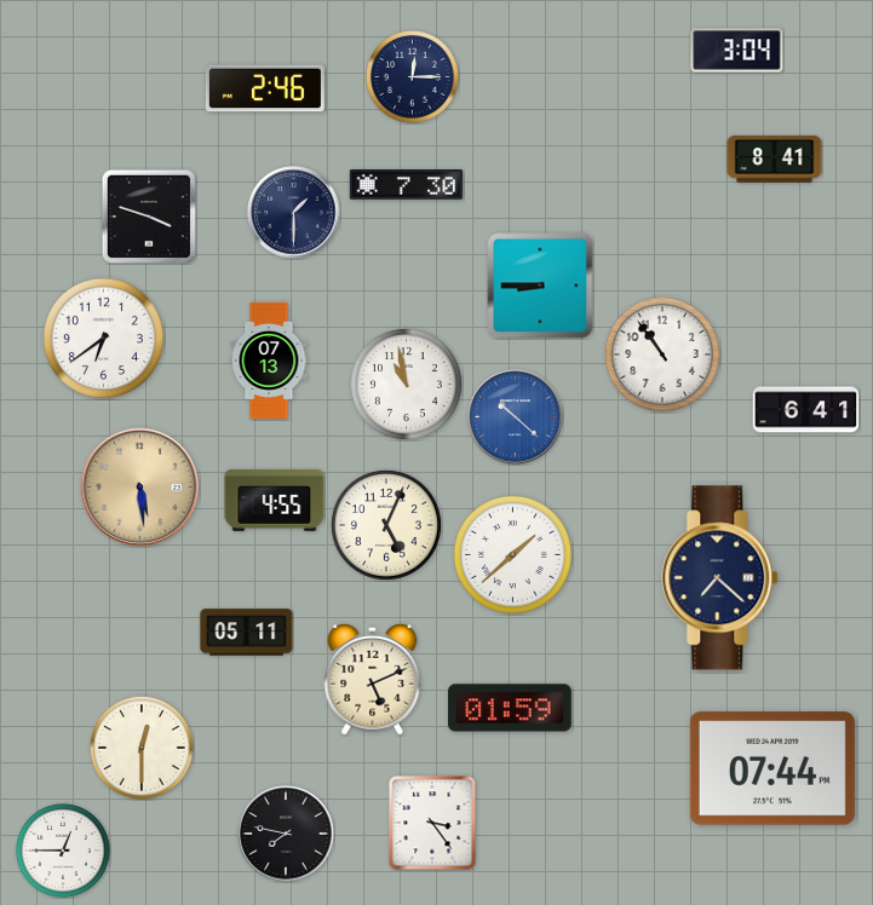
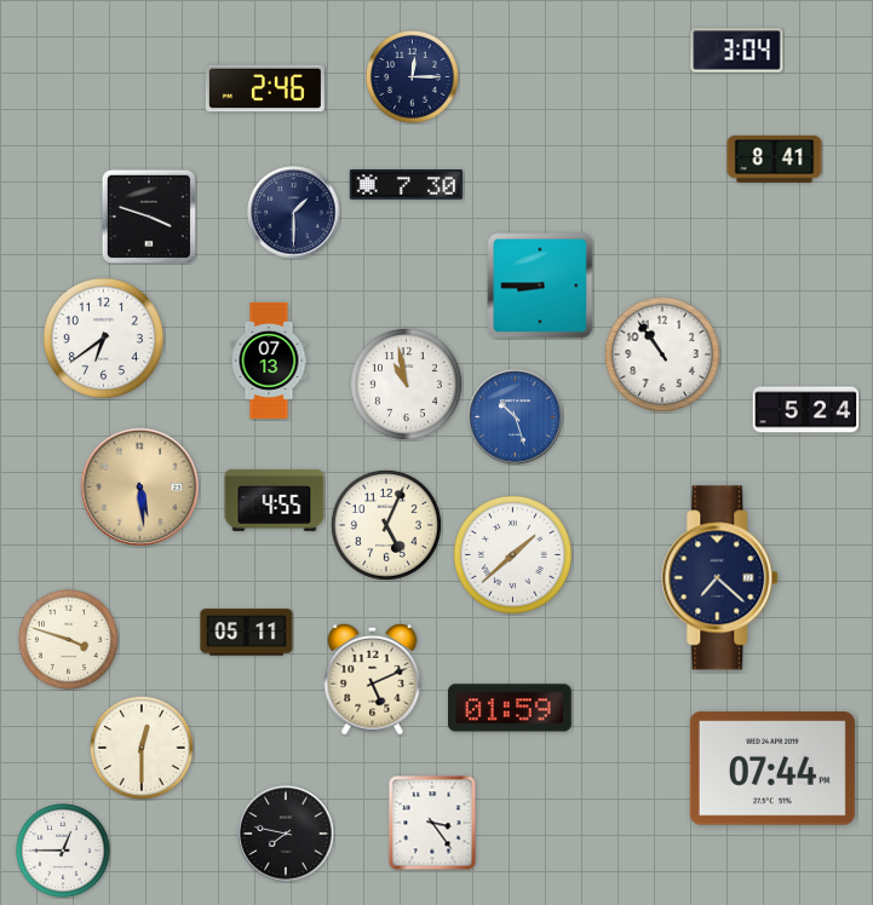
clock at (806, 410): 6:41 -> 5:24
clock at (516, 417): 10:22 -> 10:27
clock at (68, 639): none -> 3:48
